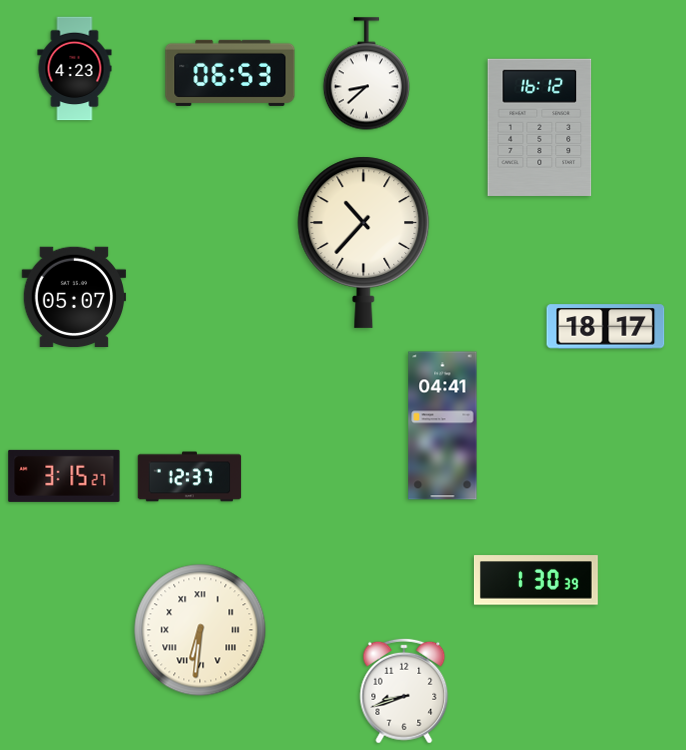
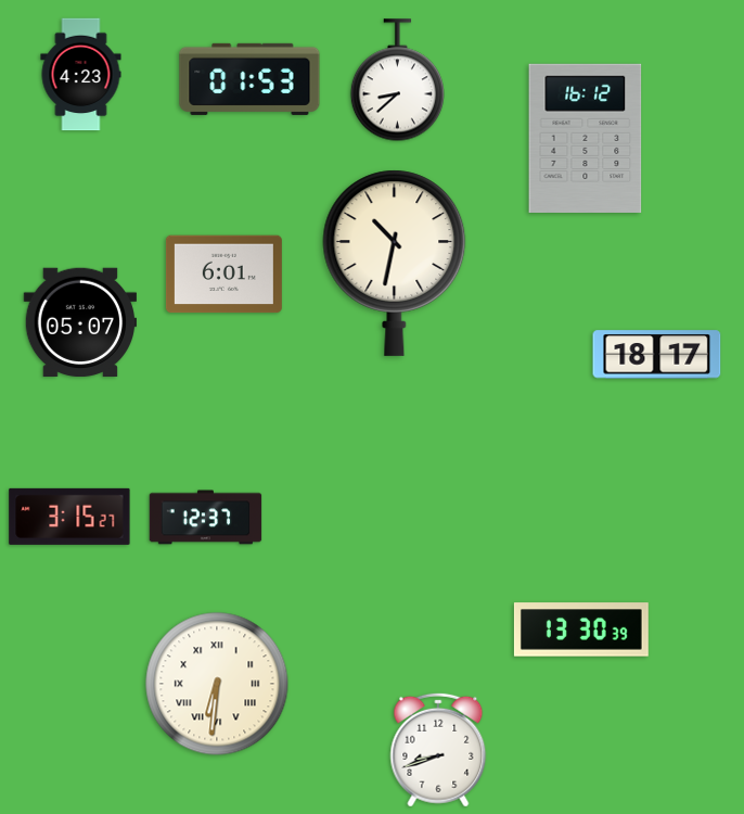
clock at (230, 73): 06:53 -> 01:53
clock at (364, 242): 10:37 -> 10:32
clock at (223, 275): none -> 6:01
clock at (443, 426): 04:41 -> none
clock at (536, 580): 1:30 -> 13:30
